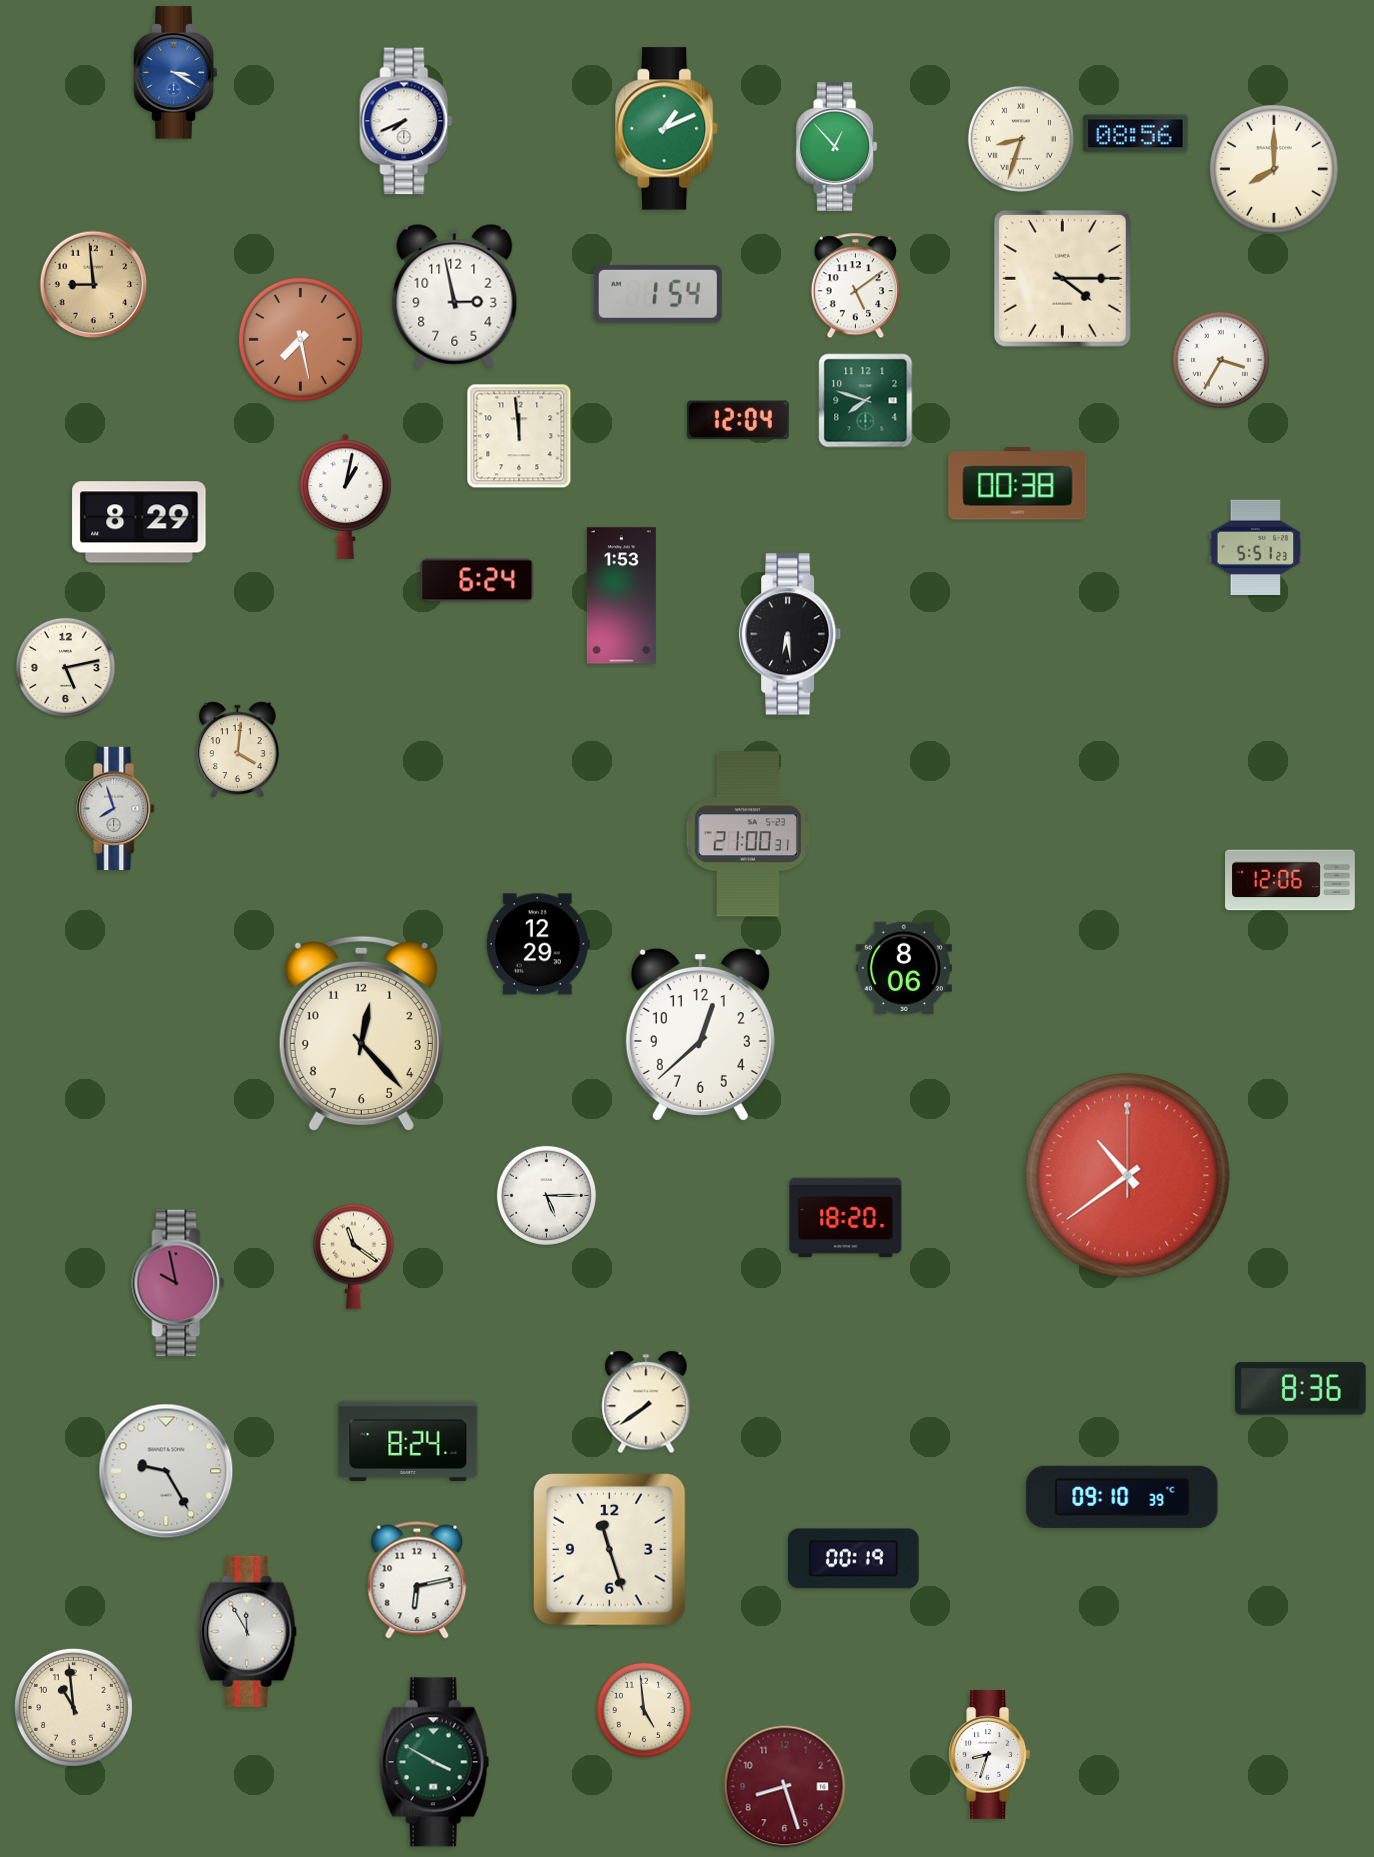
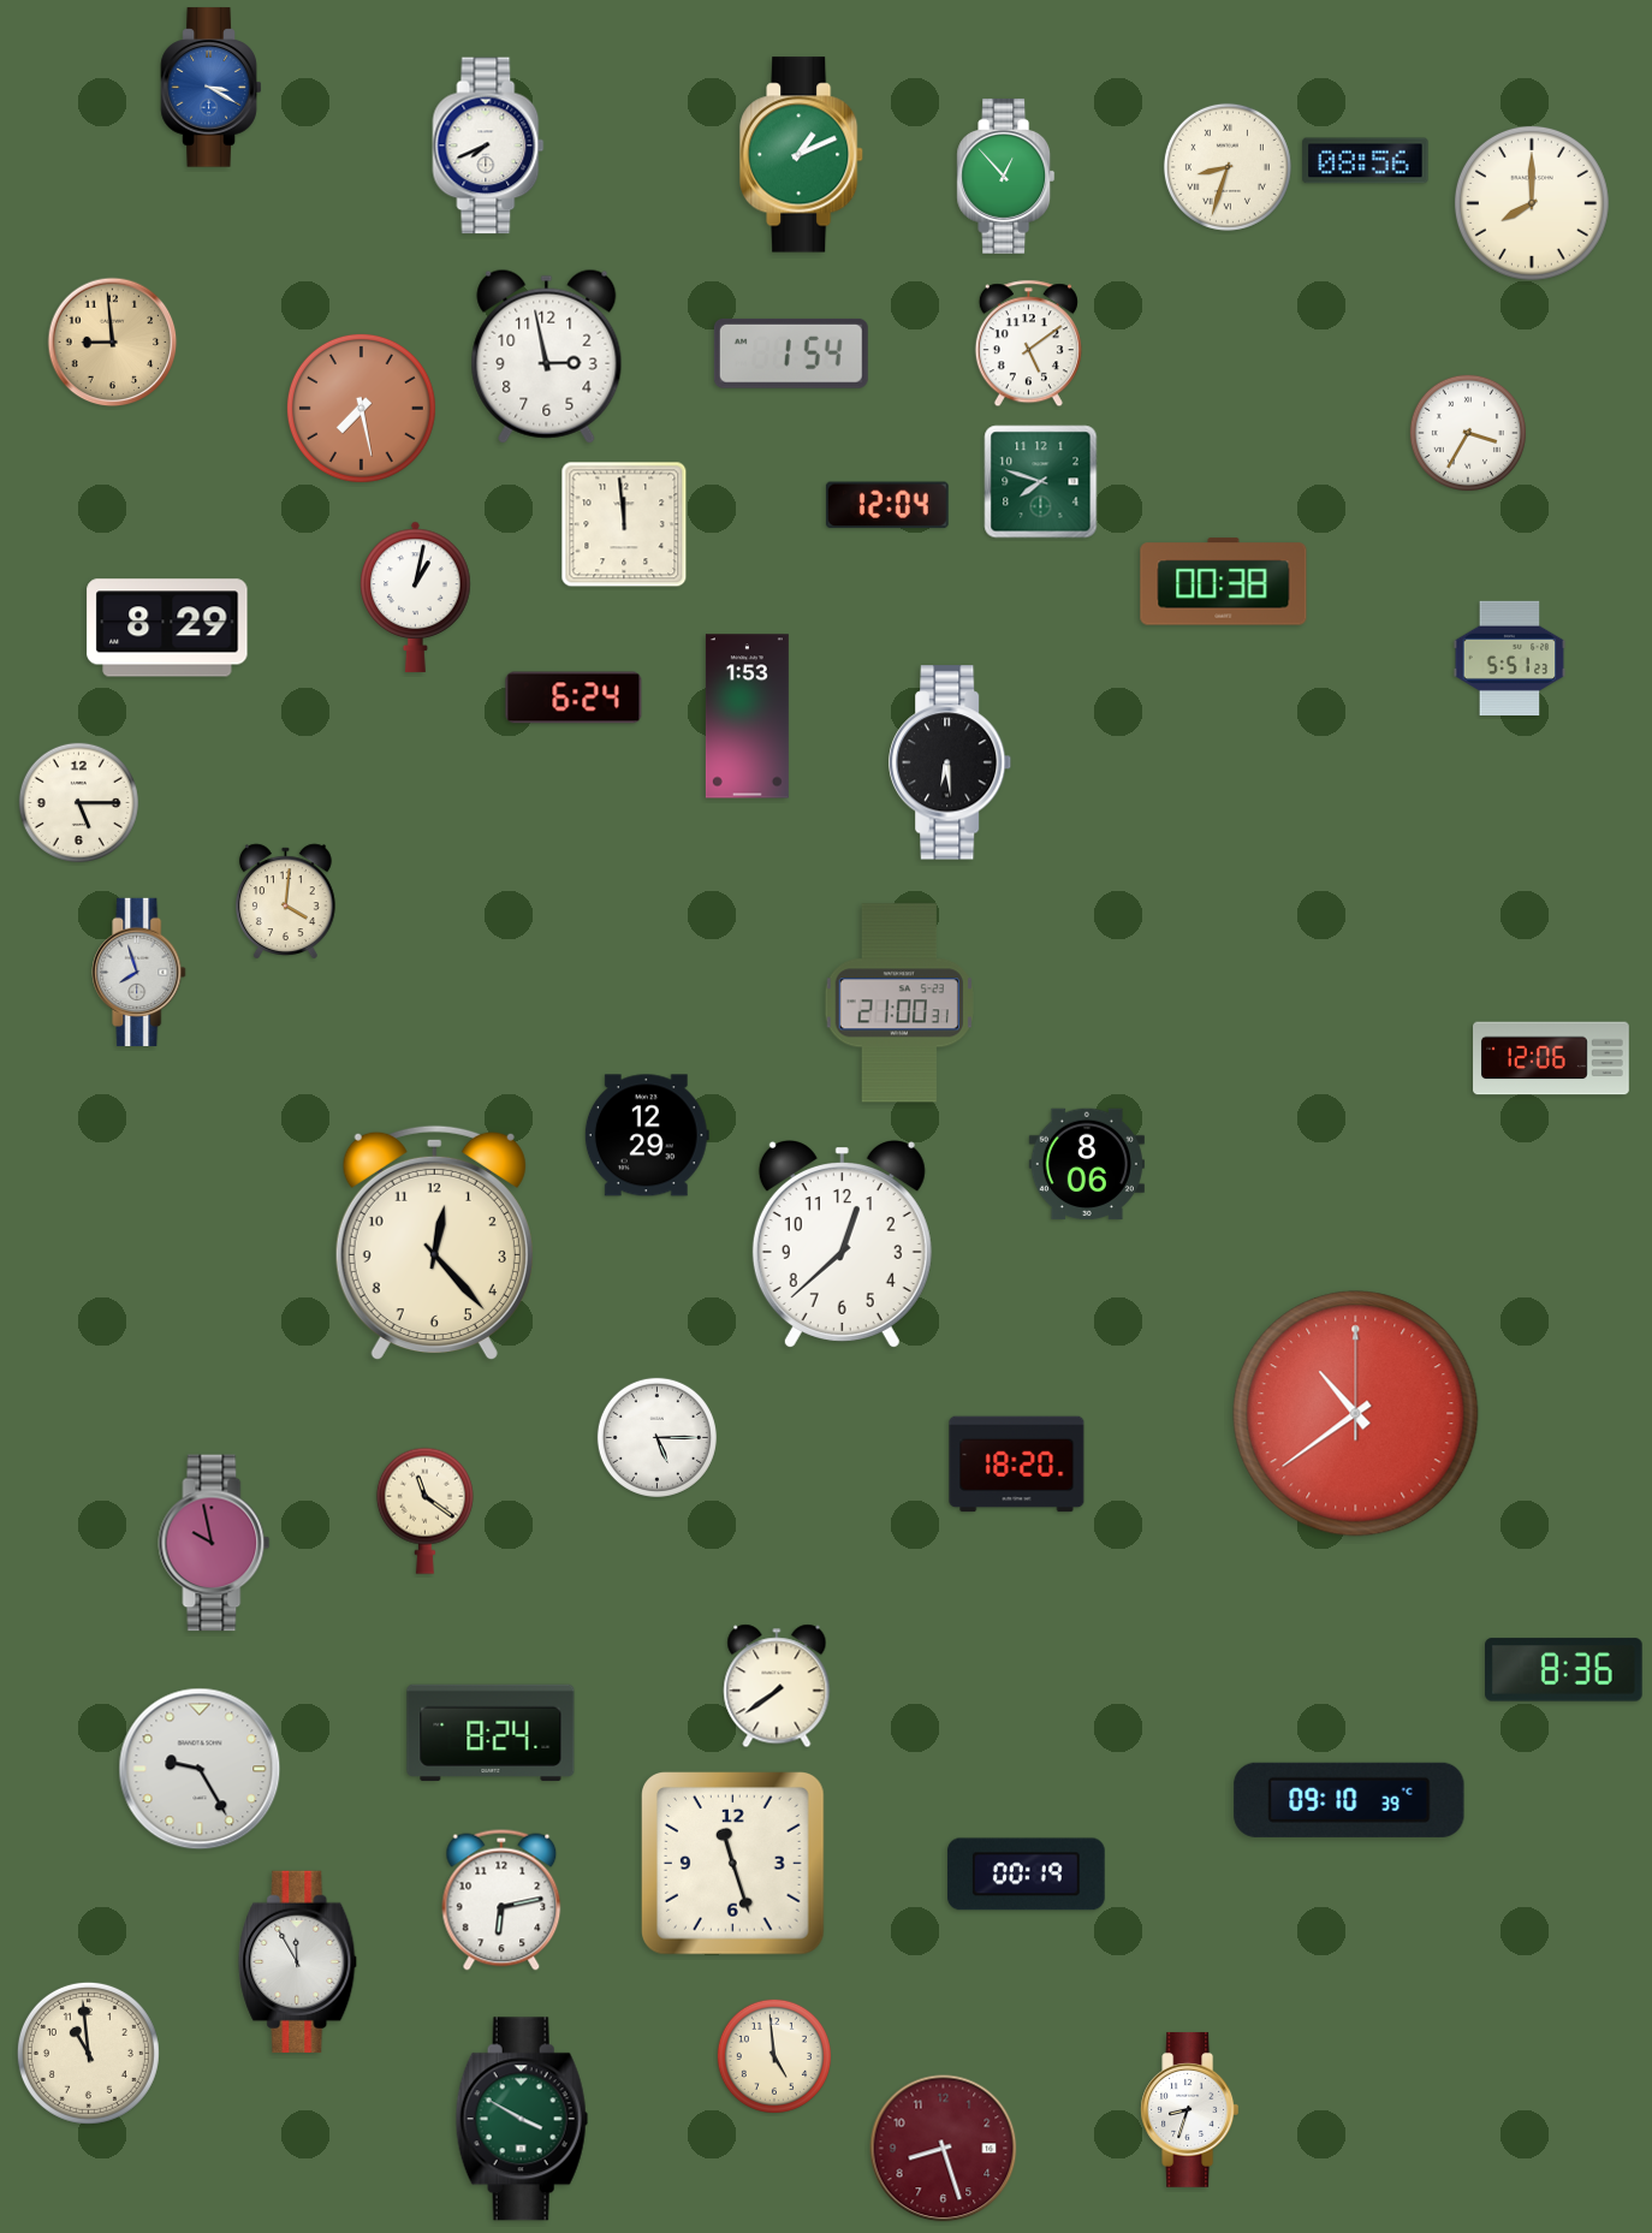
clock at (1062, 278): 4:15 -> none
clock at (65, 667): 5:13 -> 5:15
